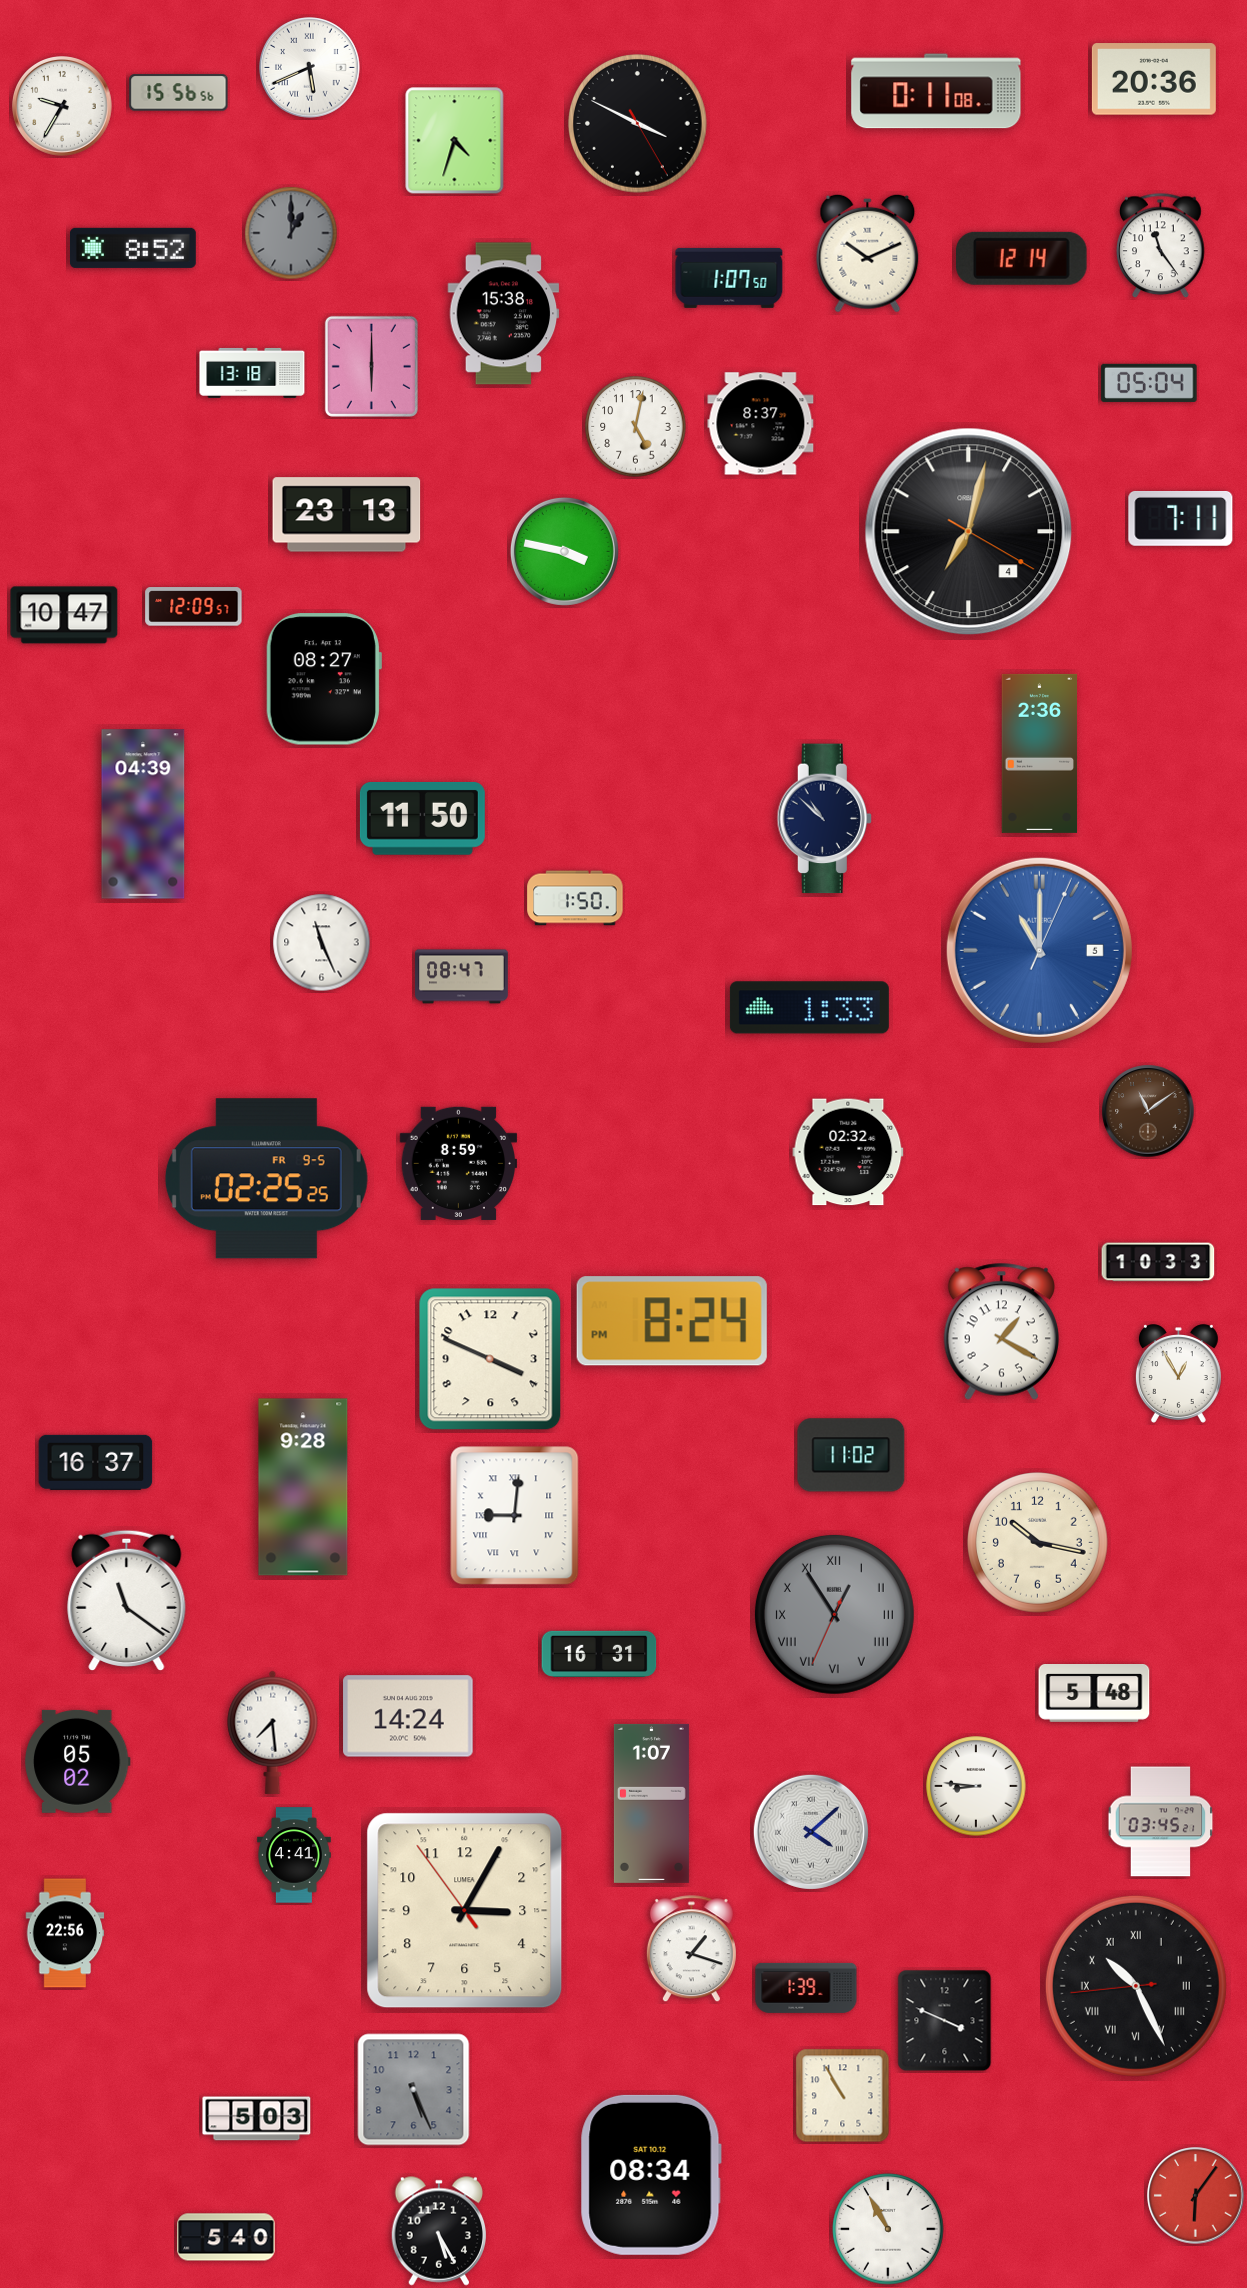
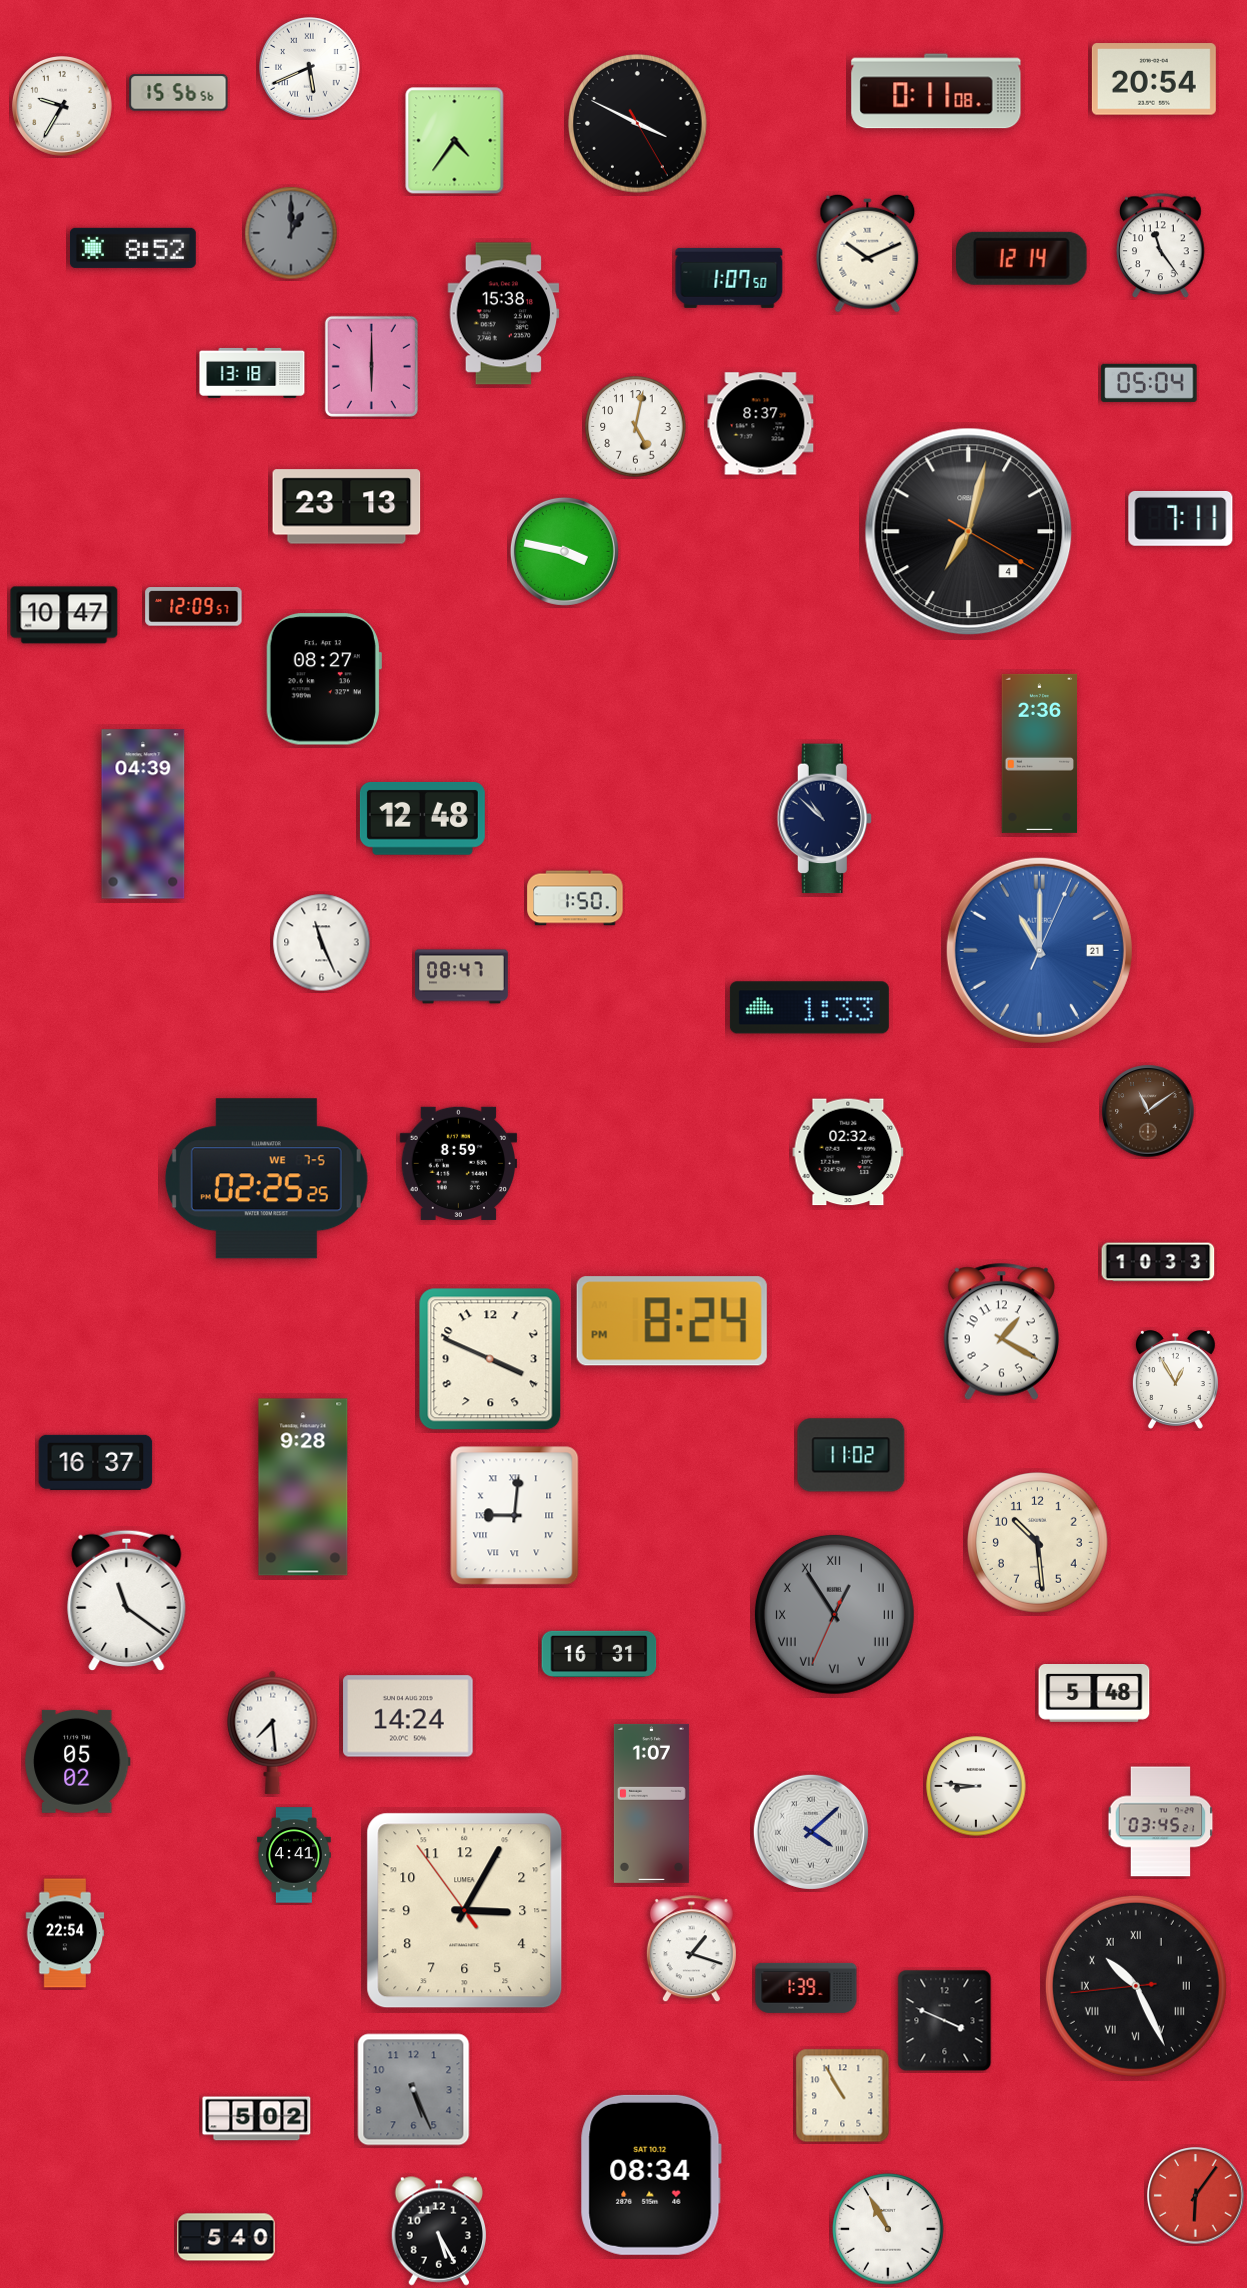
clock at (1154, 79): 20:36 -> 20:54
clock at (455, 141): 4:33 -> 4:36
clock at (347, 515) position: (347, 515) -> (347, 507)
clock at (422, 818): 11:50 -> 12:48
clock at (1039, 950) date: 5 -> 21
clock at (266, 1179) date: FR 9-5 -> WE 7-5
clock at (1178, 1374) position: (1178, 1374) -> (1175, 1380)
clock at (1038, 1543): 10:17 -> 10:29
clock at (65, 1933): 22:56 -> 22:54
clock at (257, 2119): 5:03 -> 5:02
